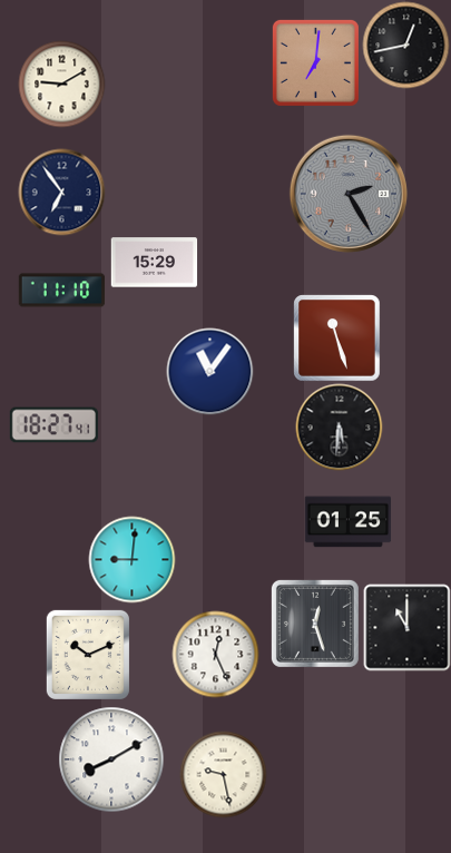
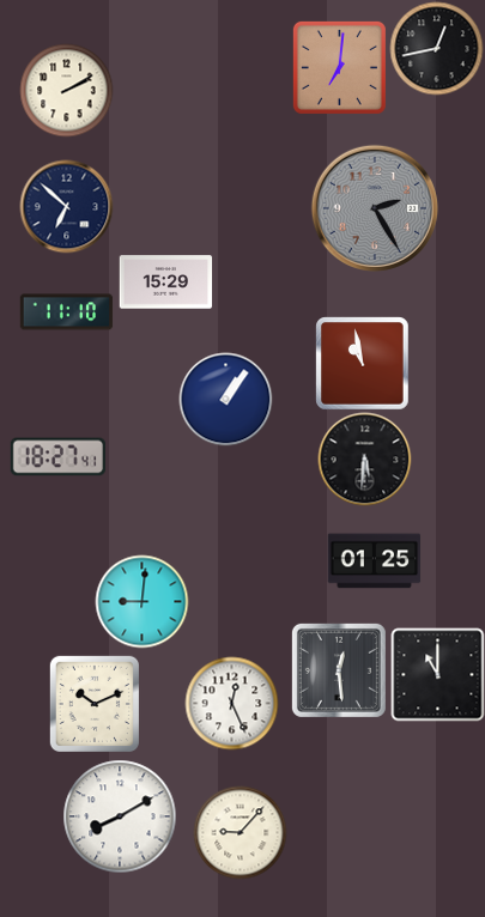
clock at (61, 84): 9:10 -> 2:10
clock at (61, 192): 6:54 -> 6:52
clock at (336, 337): 11:27 -> 10:58
clock at (209, 371): 11:06 -> 1:06
clock at (315, 624): 12:27 -> 12:29
clock at (223, 774): 9:28 -> 9:07
